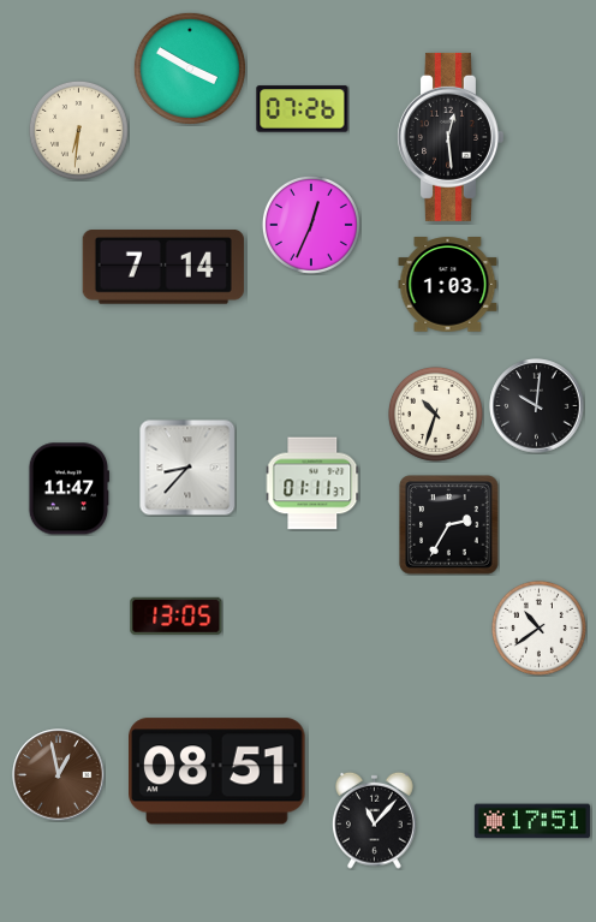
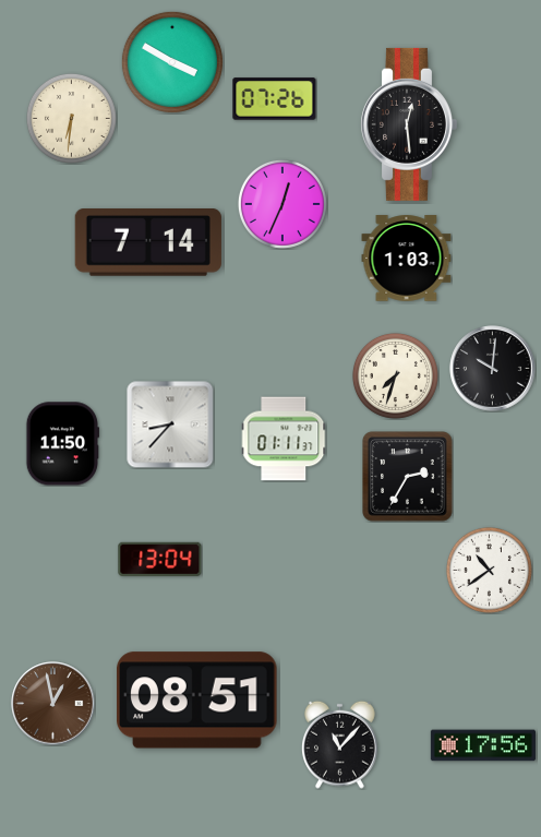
clock at (537, 406) position: (537, 406) -> (493, 369)
clock at (435, 414): 10:33 -> 7:33
clock at (68, 489): 11:47 -> 11:50
clock at (177, 615): 13:05 -> 13:04
clock at (532, 821): 17:51 -> 17:56
